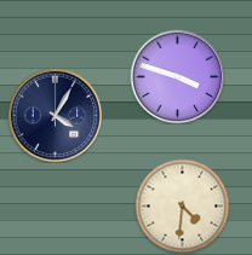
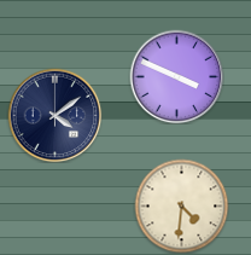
clock at (177, 76): 3:48 -> 3:49
clock at (55, 115): 4:05 -> 4:09
